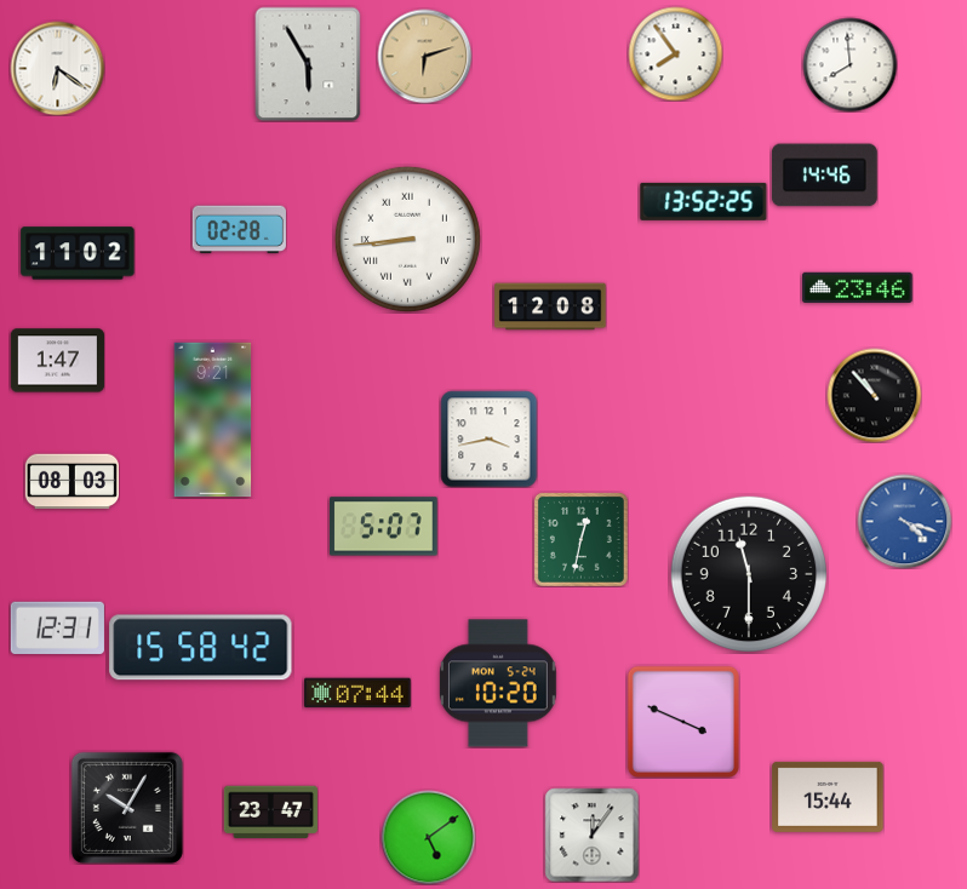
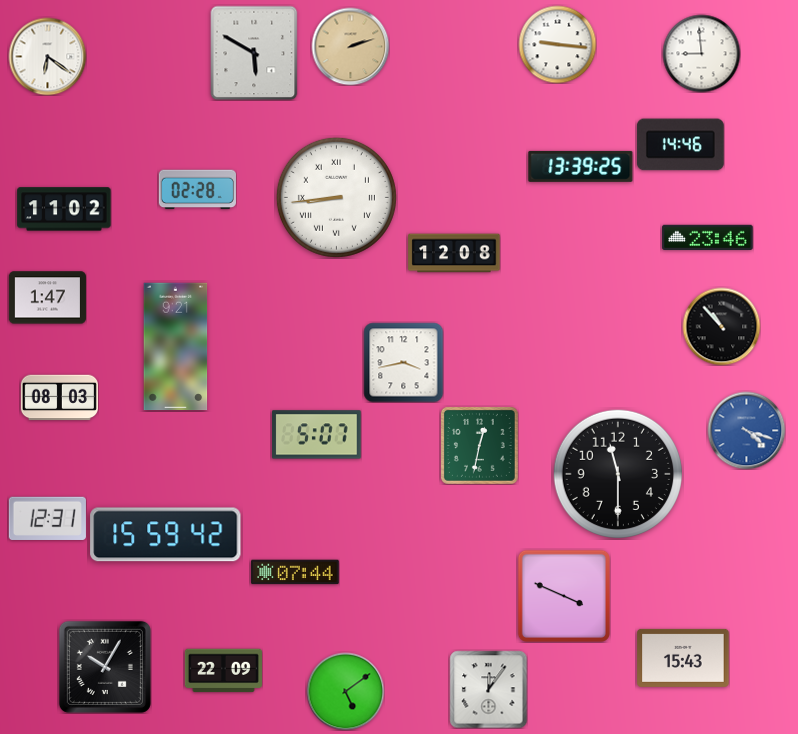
clock at (675, 53): 7:54 -> 9:16
clock at (424, 56): 6:12 -> 2:12
clock at (308, 64): 5:55 -> 5:50
clock at (849, 64): 7:59 -> 8:59
clock at (704, 201): 13:52 -> 13:39
clock at (201, 648): 15:58 -> 15:59
clock at (498, 683): 10:20 -> none
clock at (828, 797): 15:44 -> 15:43
clock at (270, 813): 23:47 -> 22:09
clock at (428, 837) position: (428, 837) -> (345, 691)
